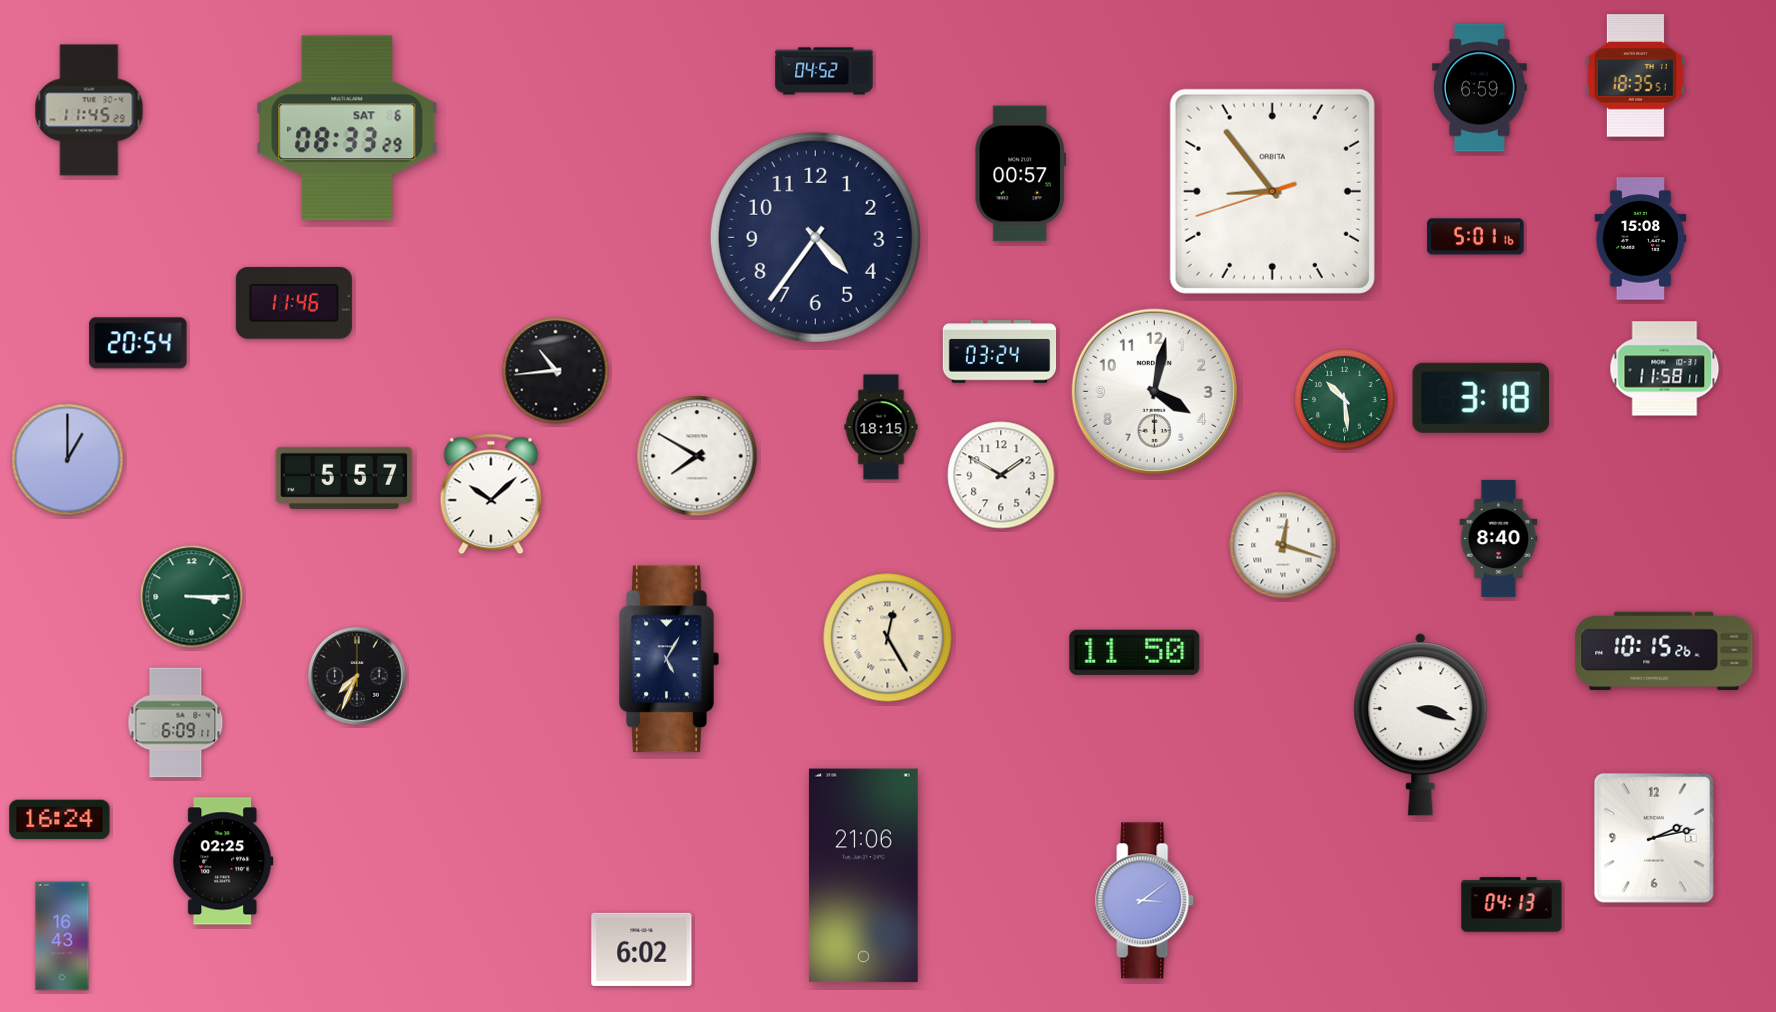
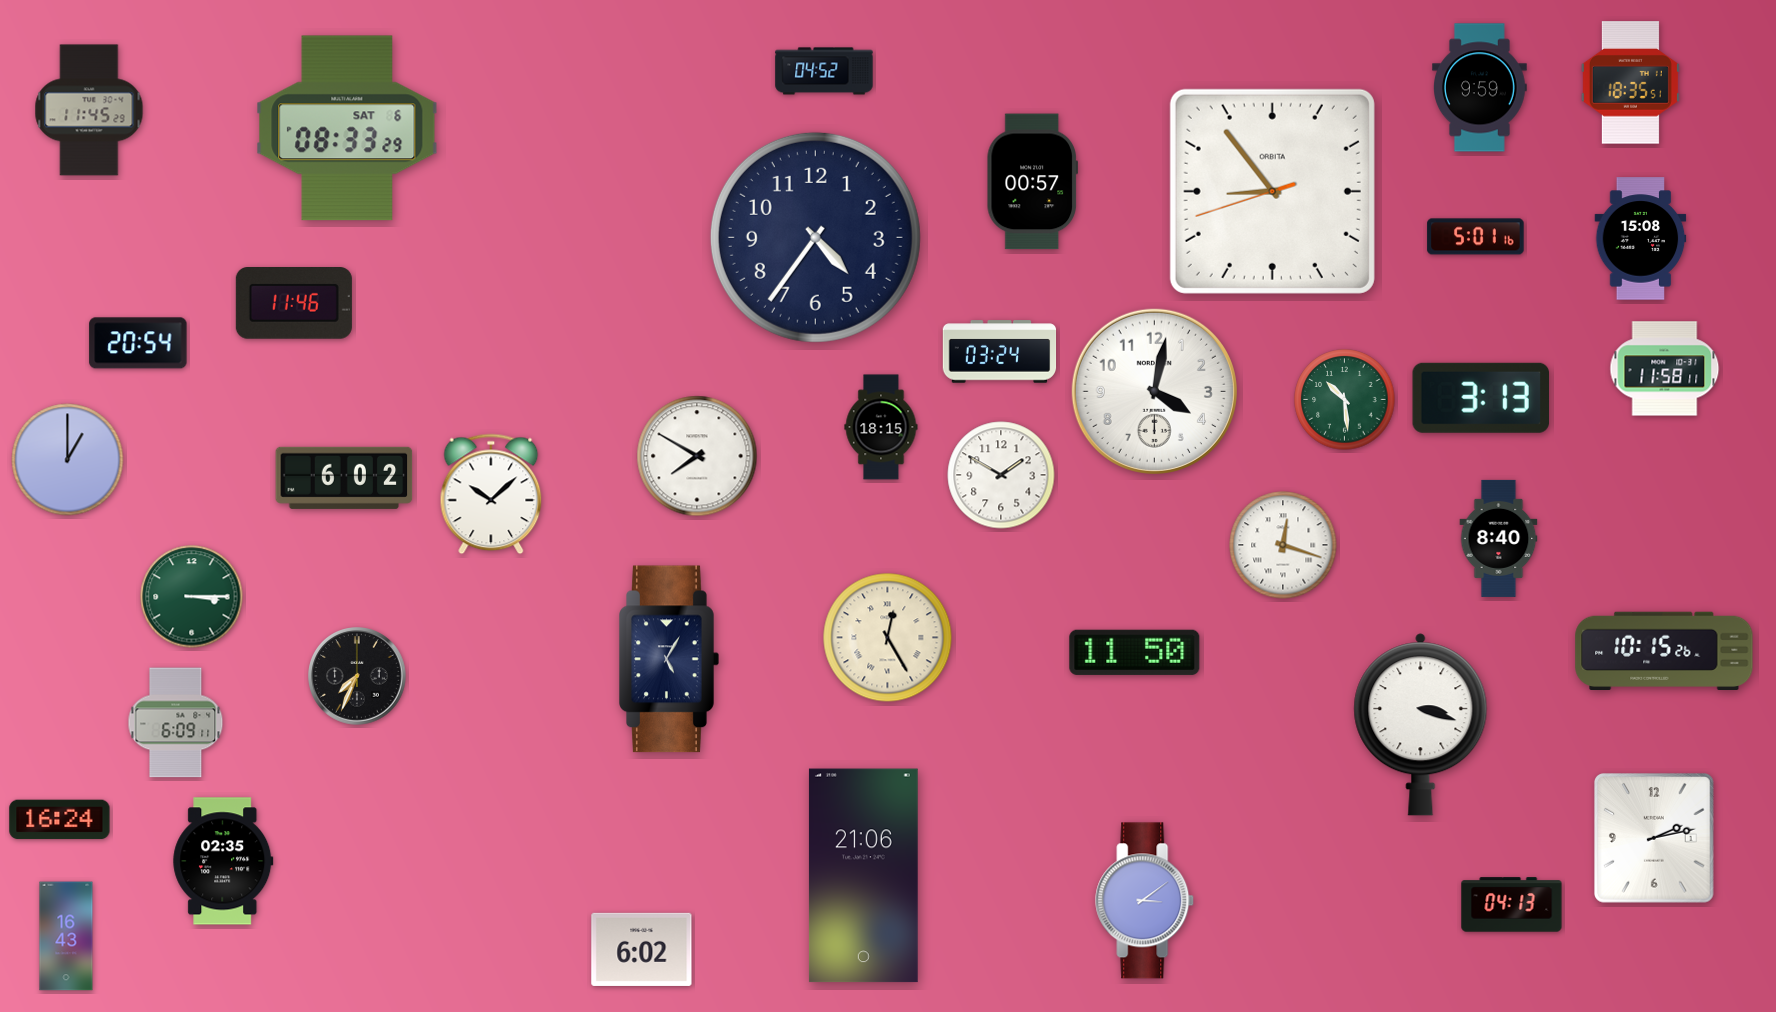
clock at (1635, 76) position: (1635, 76) -> (1630, 83)
clock at (1480, 88): 6:59 -> 9:59
clock at (1020, 174) position: (1020, 174) -> (1032, 182)
clock at (556, 371): 10:44 -> none
clock at (1480, 398): 3:18 -> 3:13
clock at (344, 478): 5:57 -> 6:02
clock at (223, 861): 02:25 -> 02:35
clock at (62, 936) position: (62, 936) -> (66, 936)
